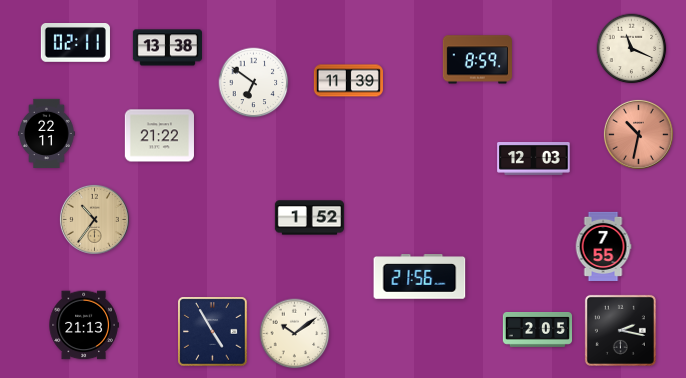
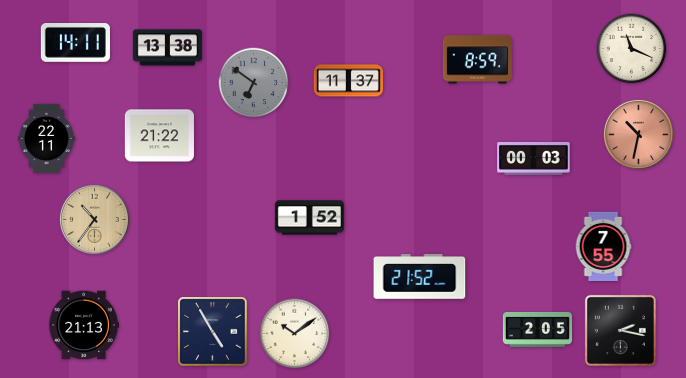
clock at (75, 43): 02:11 -> 14:11
clock at (348, 81): 11:39 -> 11:37
clock at (254, 83) dial: white -> grey
clock at (47, 133) position: (47, 133) -> (47, 138)
clock at (534, 159): 12:03 -> 00:03
clock at (420, 277): 21:56 -> 21:52
